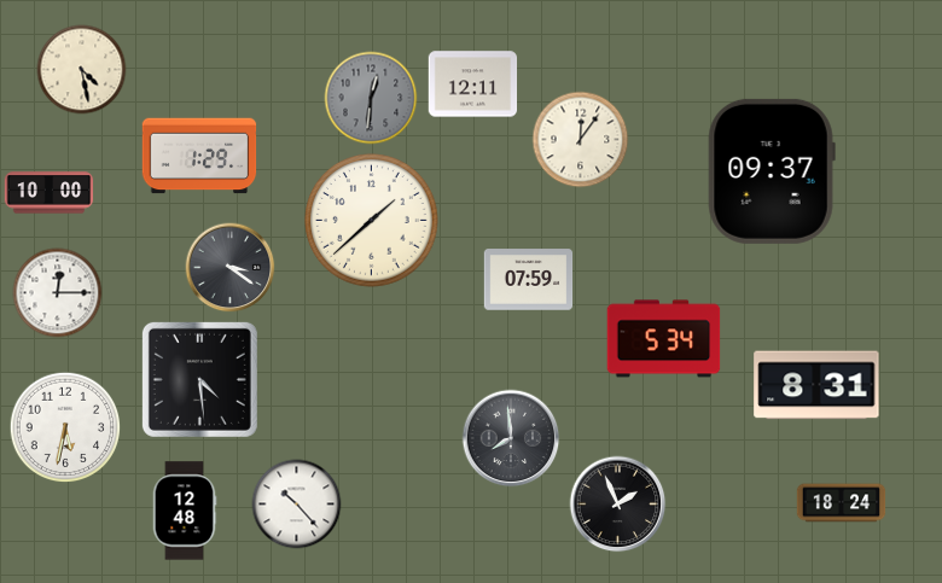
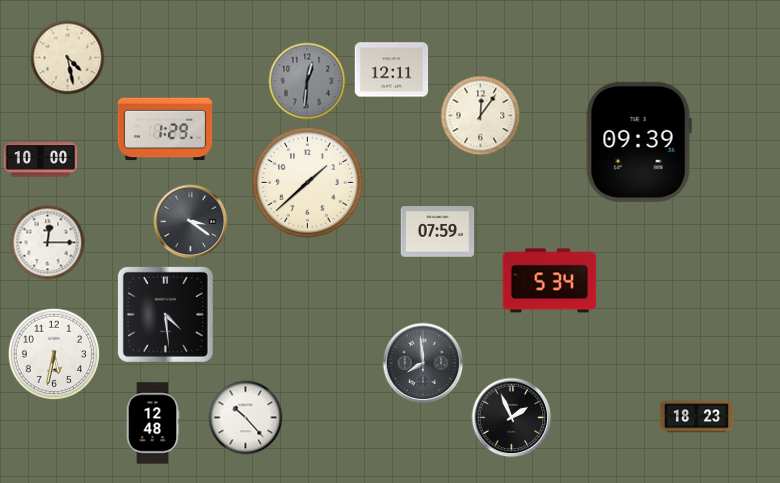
clock at (772, 171): 09:37 -> 09:39
clock at (816, 385): 8:31 -> none
clock at (842, 503): 18:24 -> 18:23
